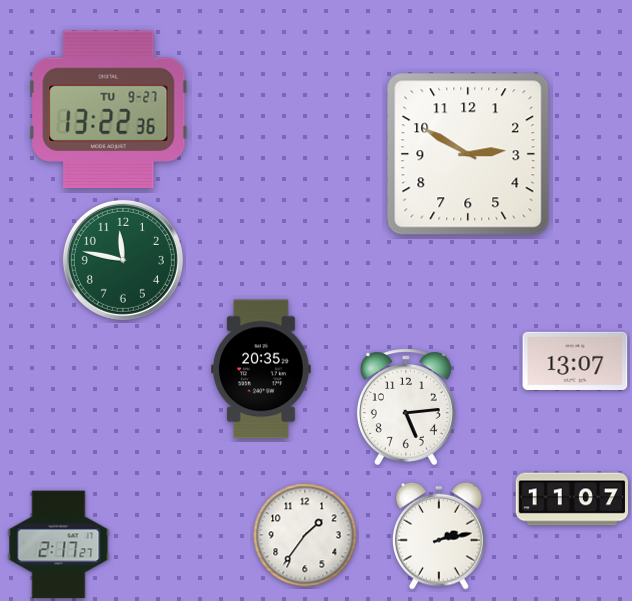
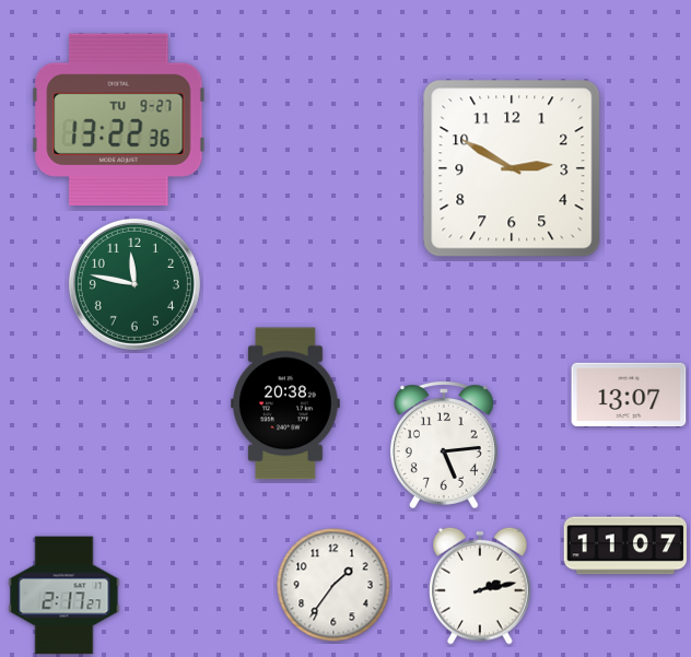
clock at (262, 369): 20:35 -> 20:38
